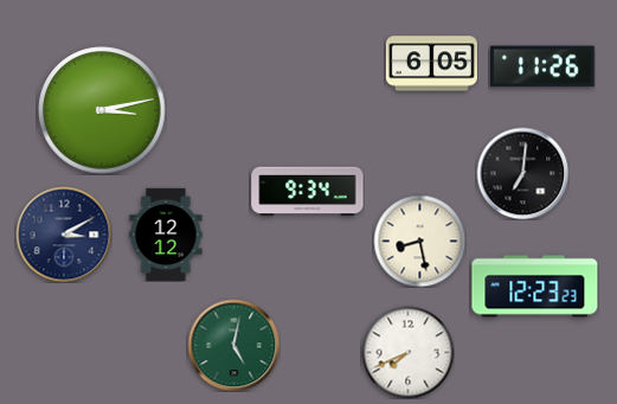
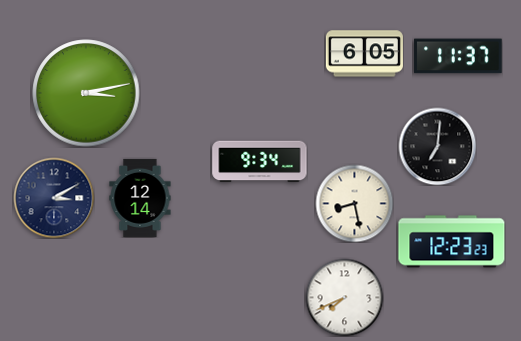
clock at (542, 66): 11:26 -> 11:37
clock at (522, 173) position: (522, 173) -> (437, 146)
clock at (166, 235): 12:12 -> 12:14
clock at (233, 345): 5:02 -> none
